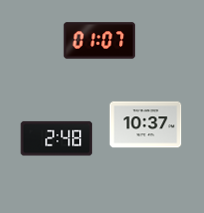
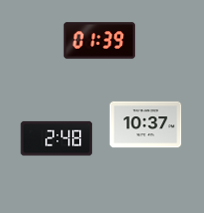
clock at (100, 41): 01:07 -> 01:39
